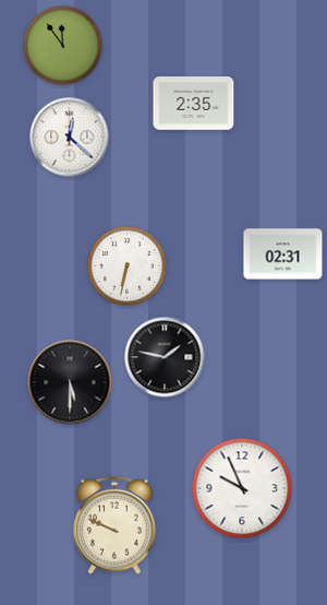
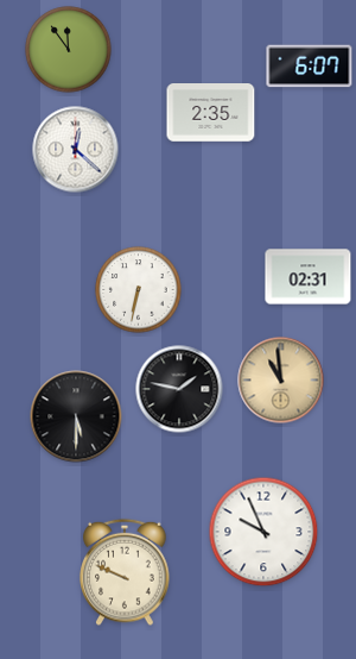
clock at (310, 67): none -> 6:07
clock at (281, 381): none -> 10:59
